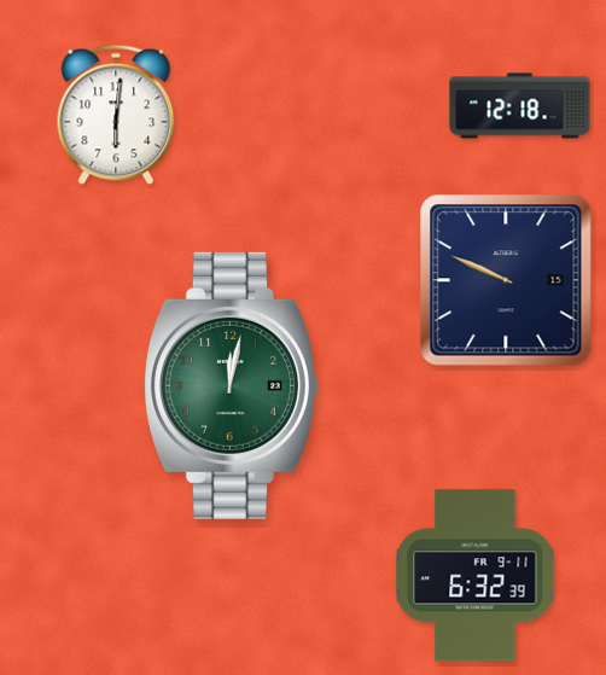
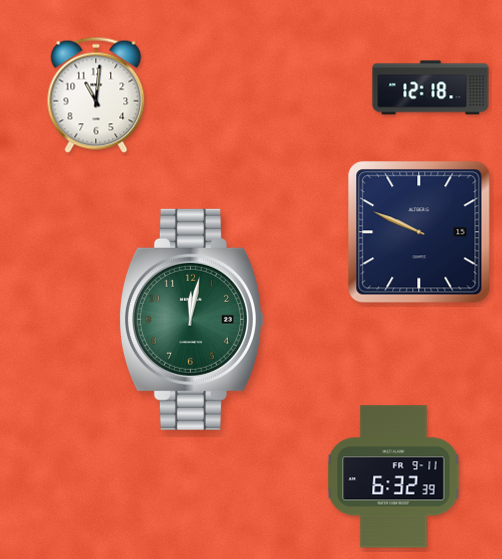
clock at (116, 115): 6:01 -> 11:01
